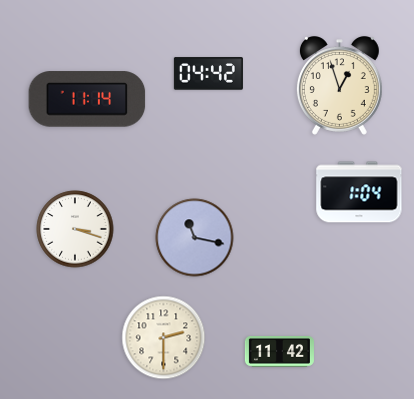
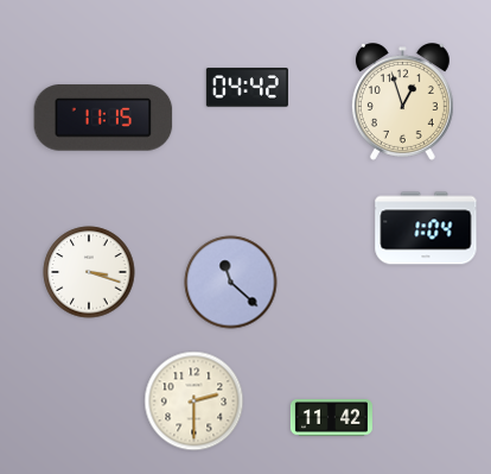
clock at (87, 99): 11:14 -> 11:15
clock at (195, 238): 11:17 -> 11:22
